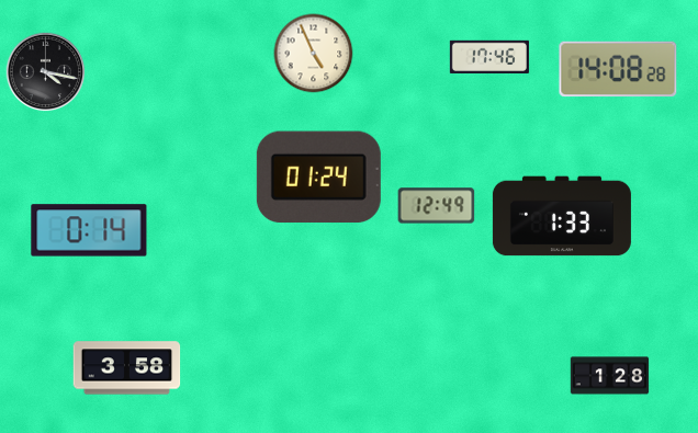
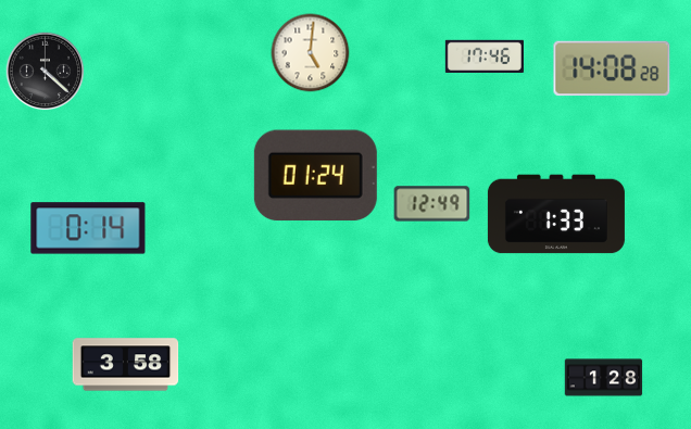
clock at (314, 54): 4:56 -> 5:01
clock at (46, 72): 4:17 -> 4:22
clock at (610, 376) position: (610, 376) -> (604, 378)
